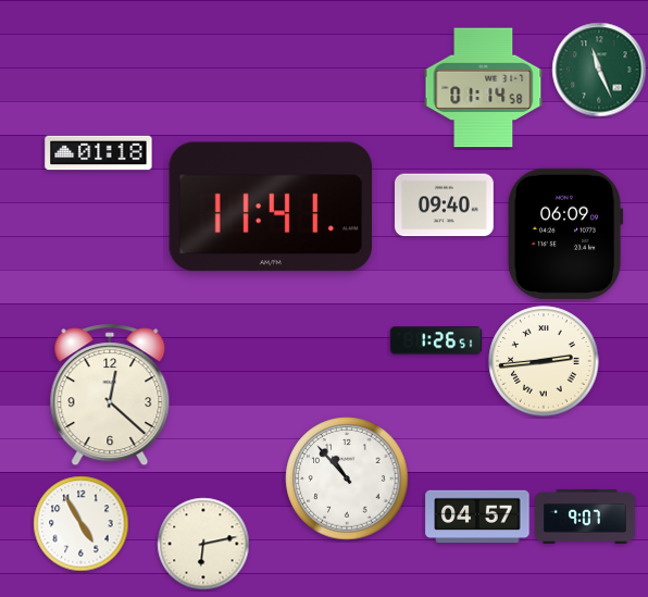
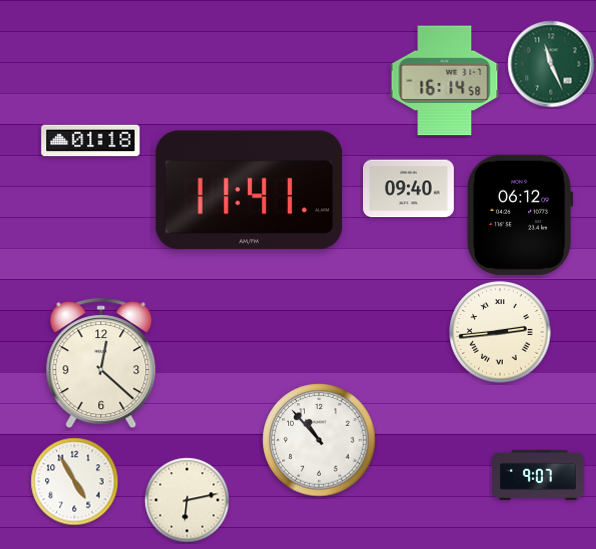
clock at (484, 88): 01:14 -> 16:14
clock at (565, 234): 06:09 -> 06:12
clock at (435, 340): 1:26 -> none
clock at (477, 517): 04:57 -> none
